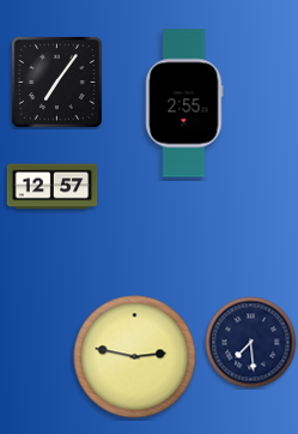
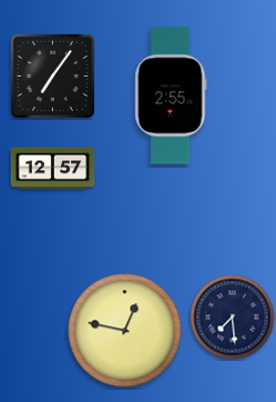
clock at (53, 187) position: (53, 187) -> (53, 169)
clock at (135, 357): 2:47 -> 12:47
